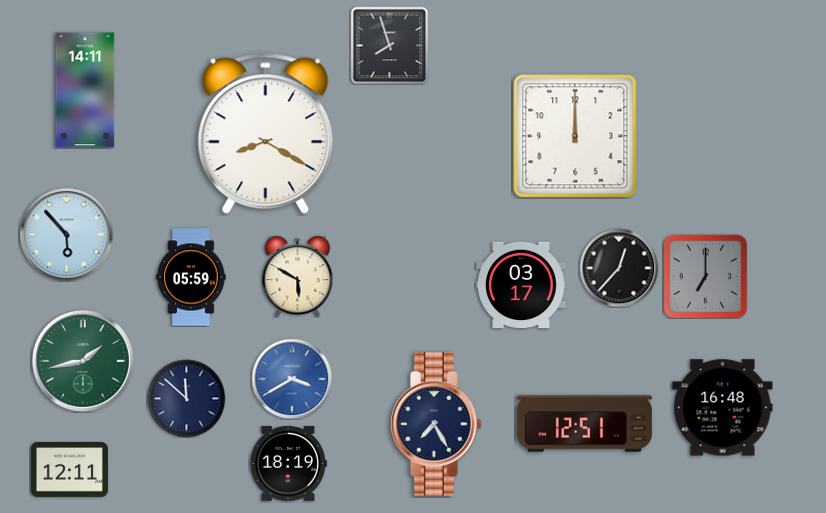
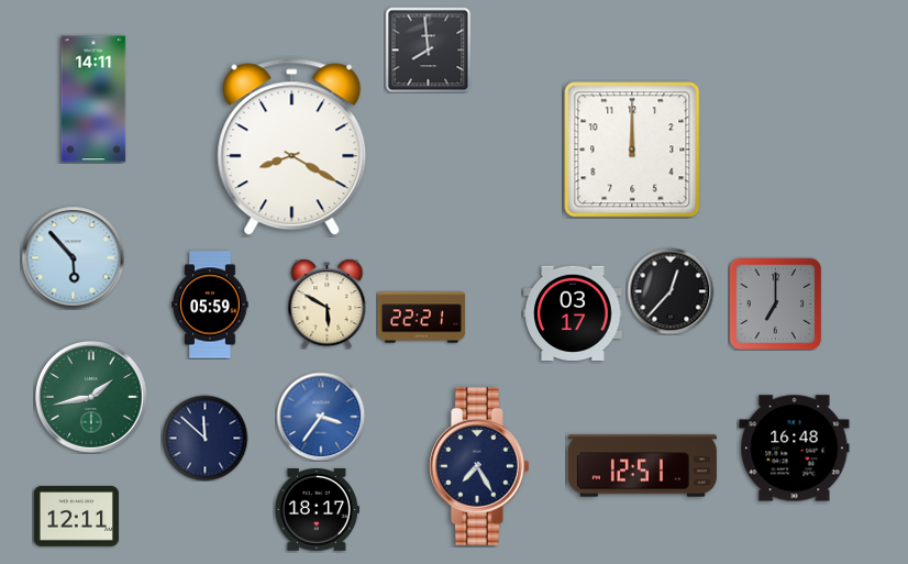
clock at (389, 45): 7:57 -> 7:59
clock at (619, 268) position: (619, 268) -> (671, 291)
clock at (421, 318): none -> 22:21
clock at (292, 379): 3:40 -> 3:36
clock at (288, 464): 18:19 -> 18:17
